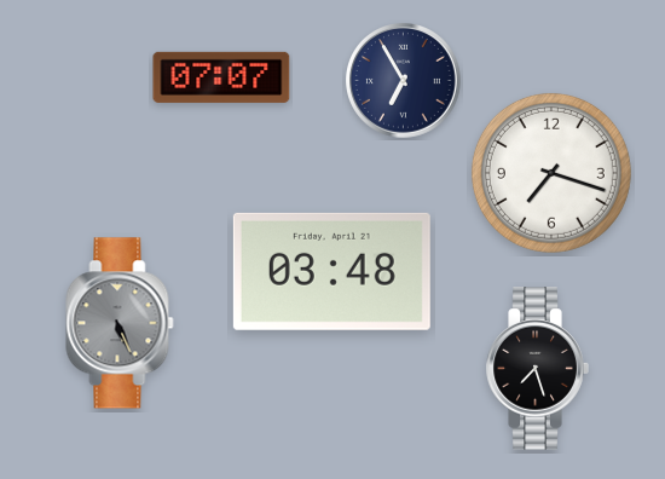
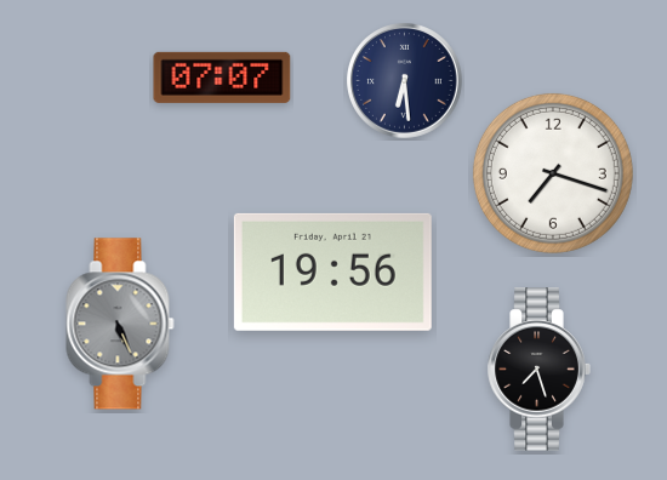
clock at (404, 81): 6:55 -> 6:29
clock at (331, 271): 03:48 -> 19:56
